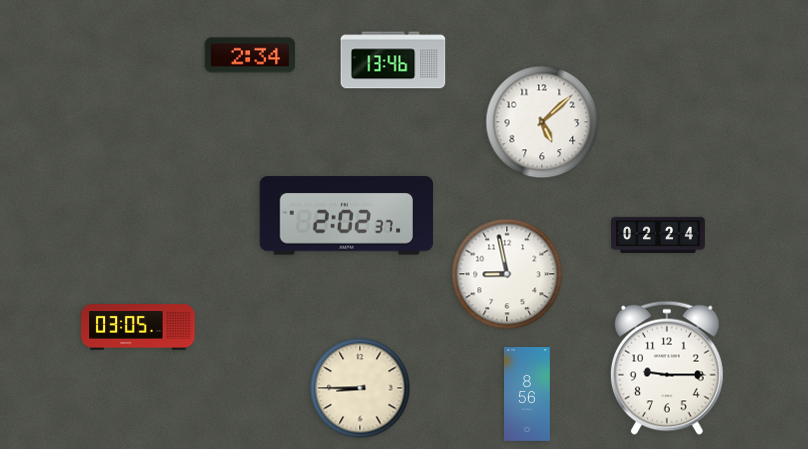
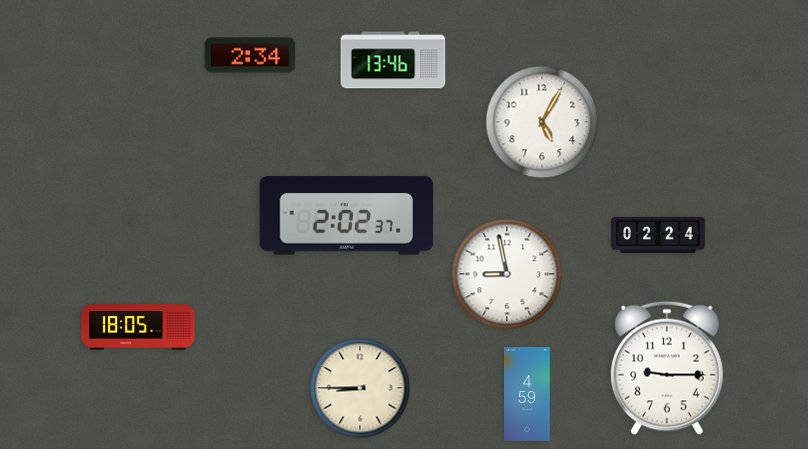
clock at (542, 122): 5:08 -> 5:05
clock at (138, 327): 03:05 -> 18:05
clock at (528, 395): 8:56 -> 4:59
